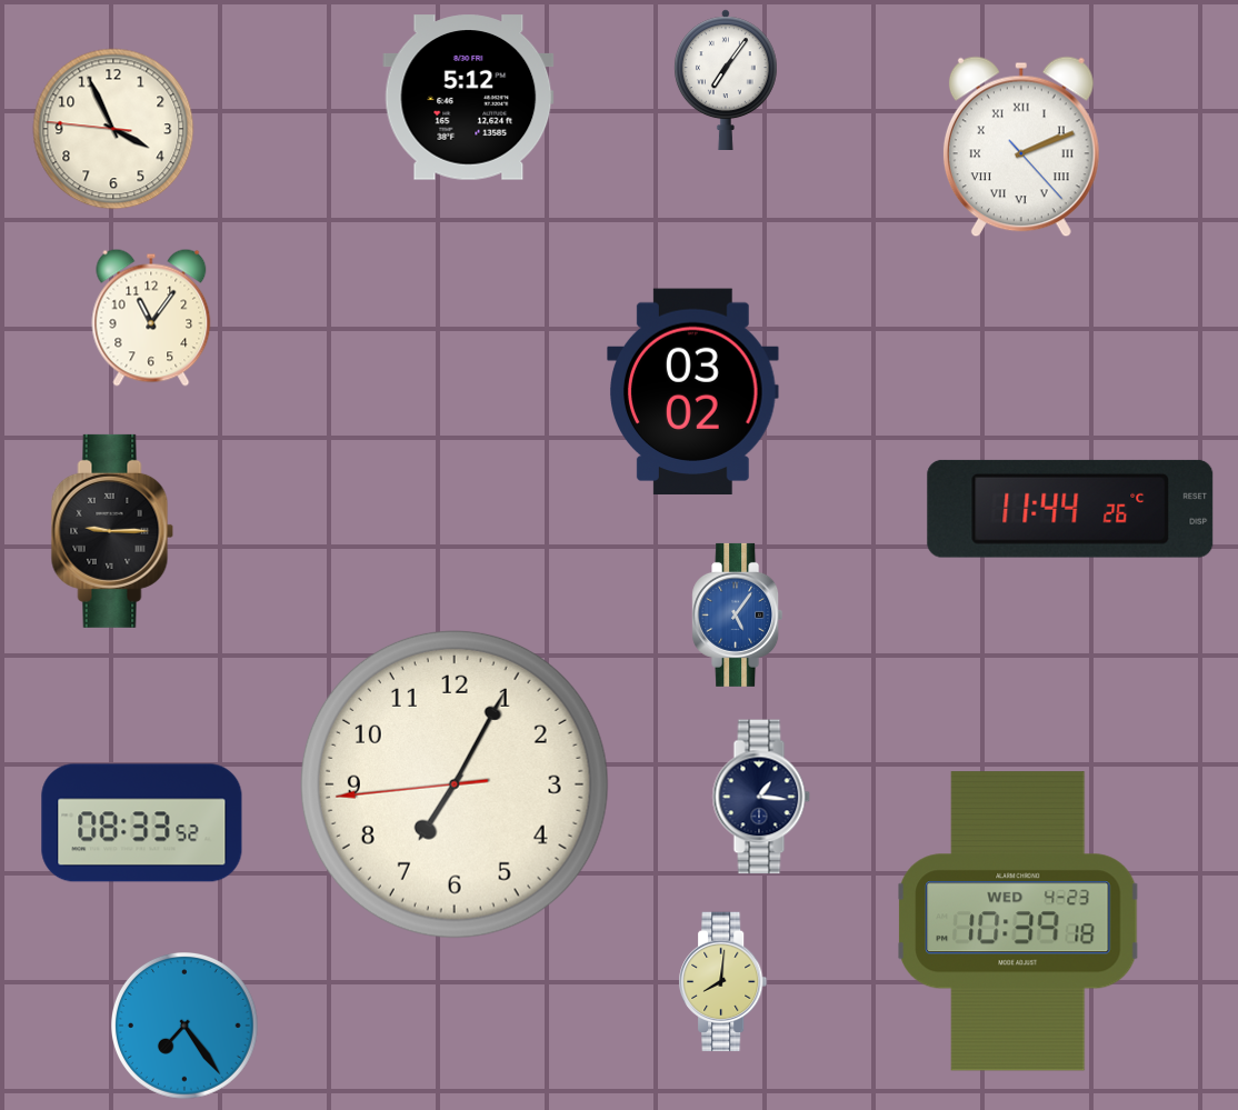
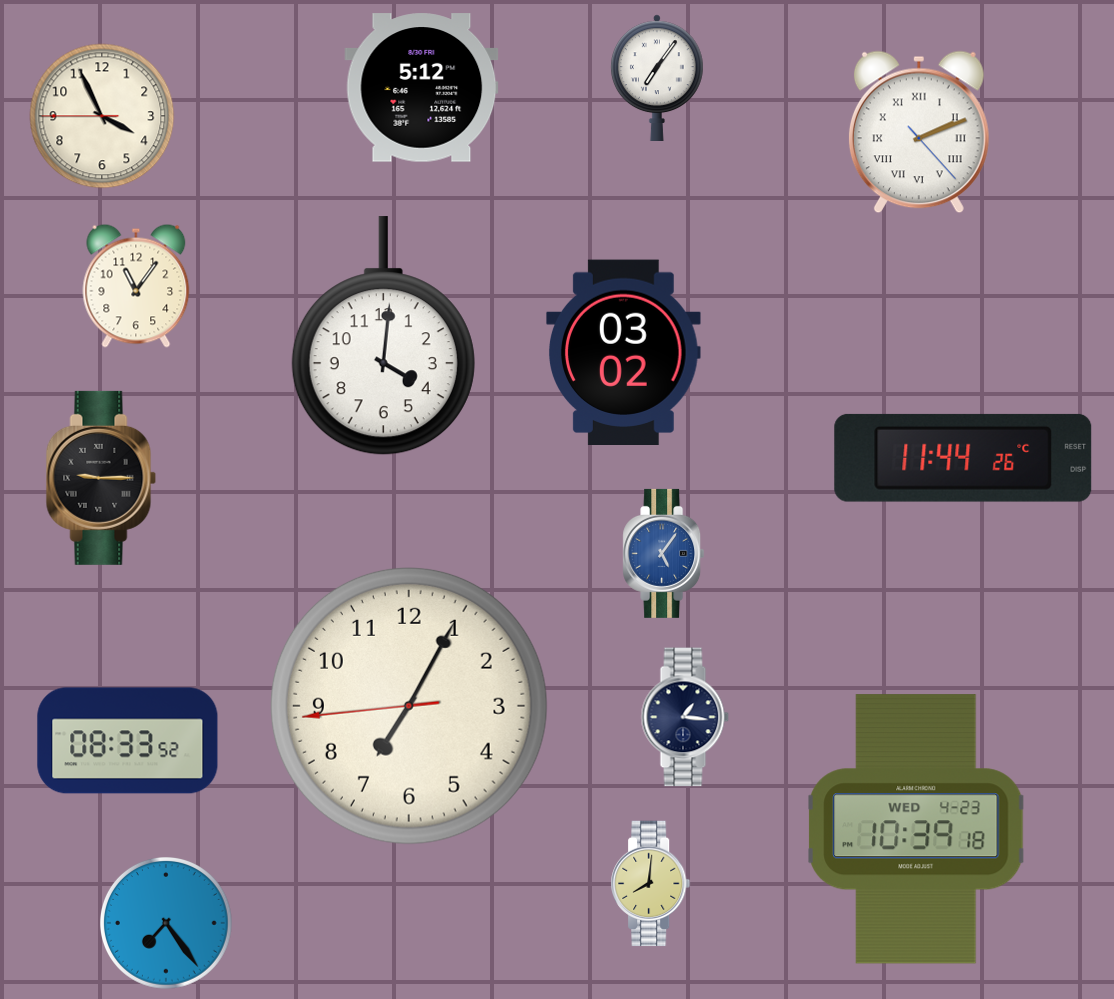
clock at (726, 79) position: (726, 79) -> (657, 77)
clock at (113, 129): 3:55:46 -> 3:55:45
clock at (383, 336): none -> 4:01
